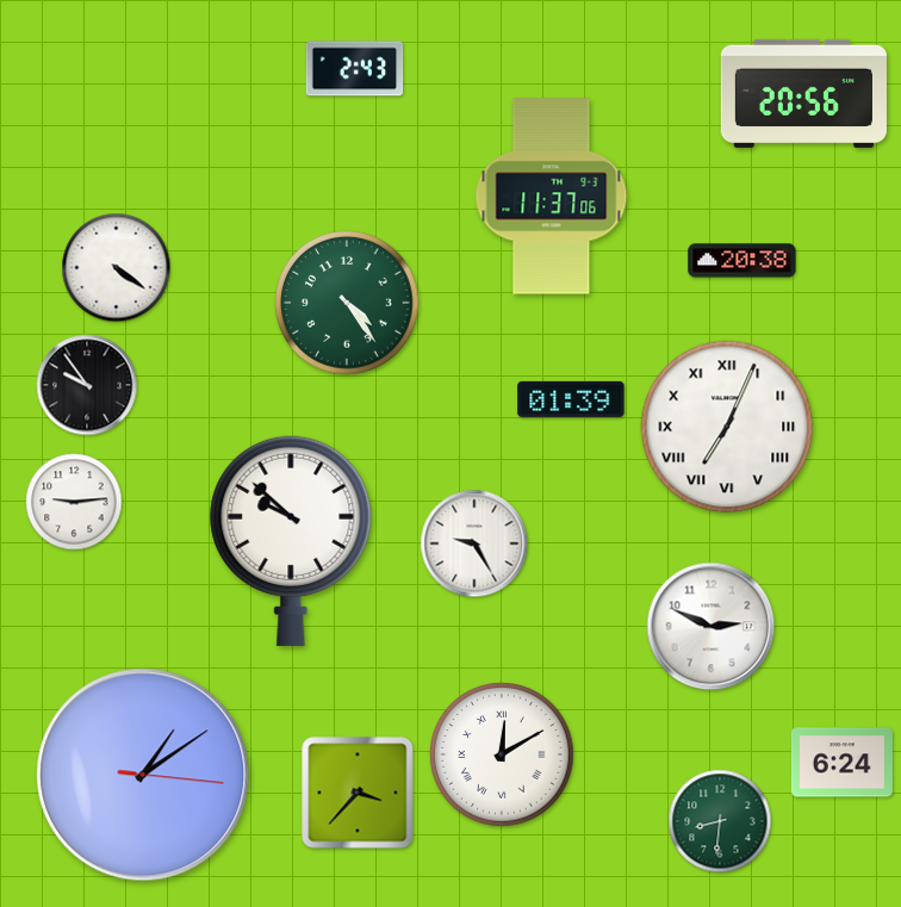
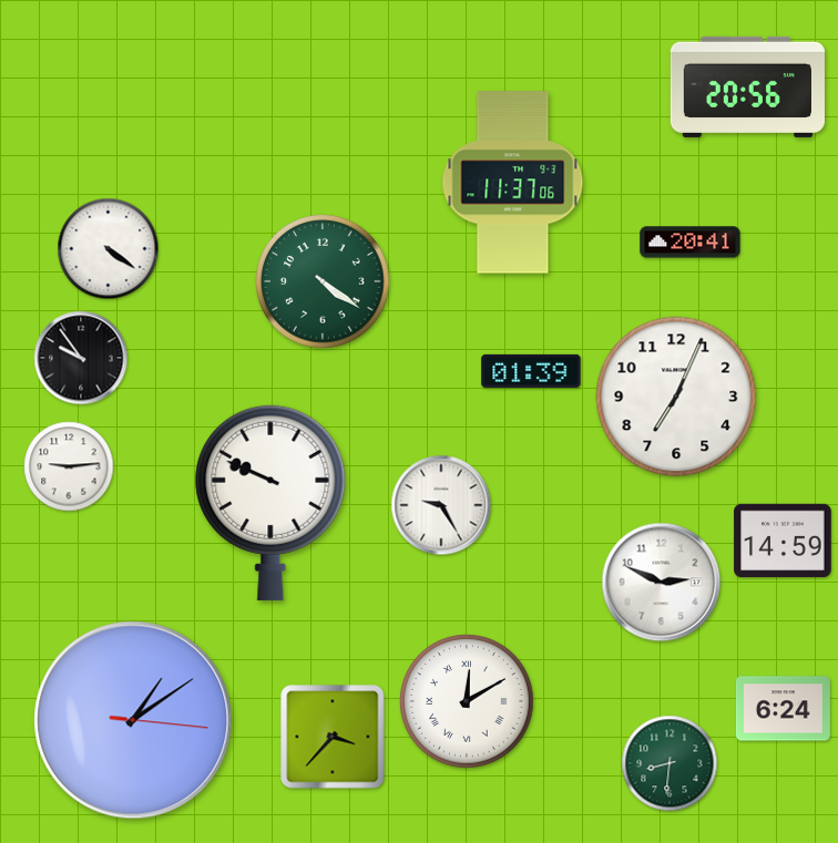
clock at (355, 69): 2:43 -> none
clock at (742, 261): 20:38 -> 20:41
clock at (347, 303): 4:24 -> 4:21
clock at (727, 427) numerals: Roman -> Arabic
clock at (291, 540): 9:52 -> 9:49
clock at (783, 541): none -> 14:59
